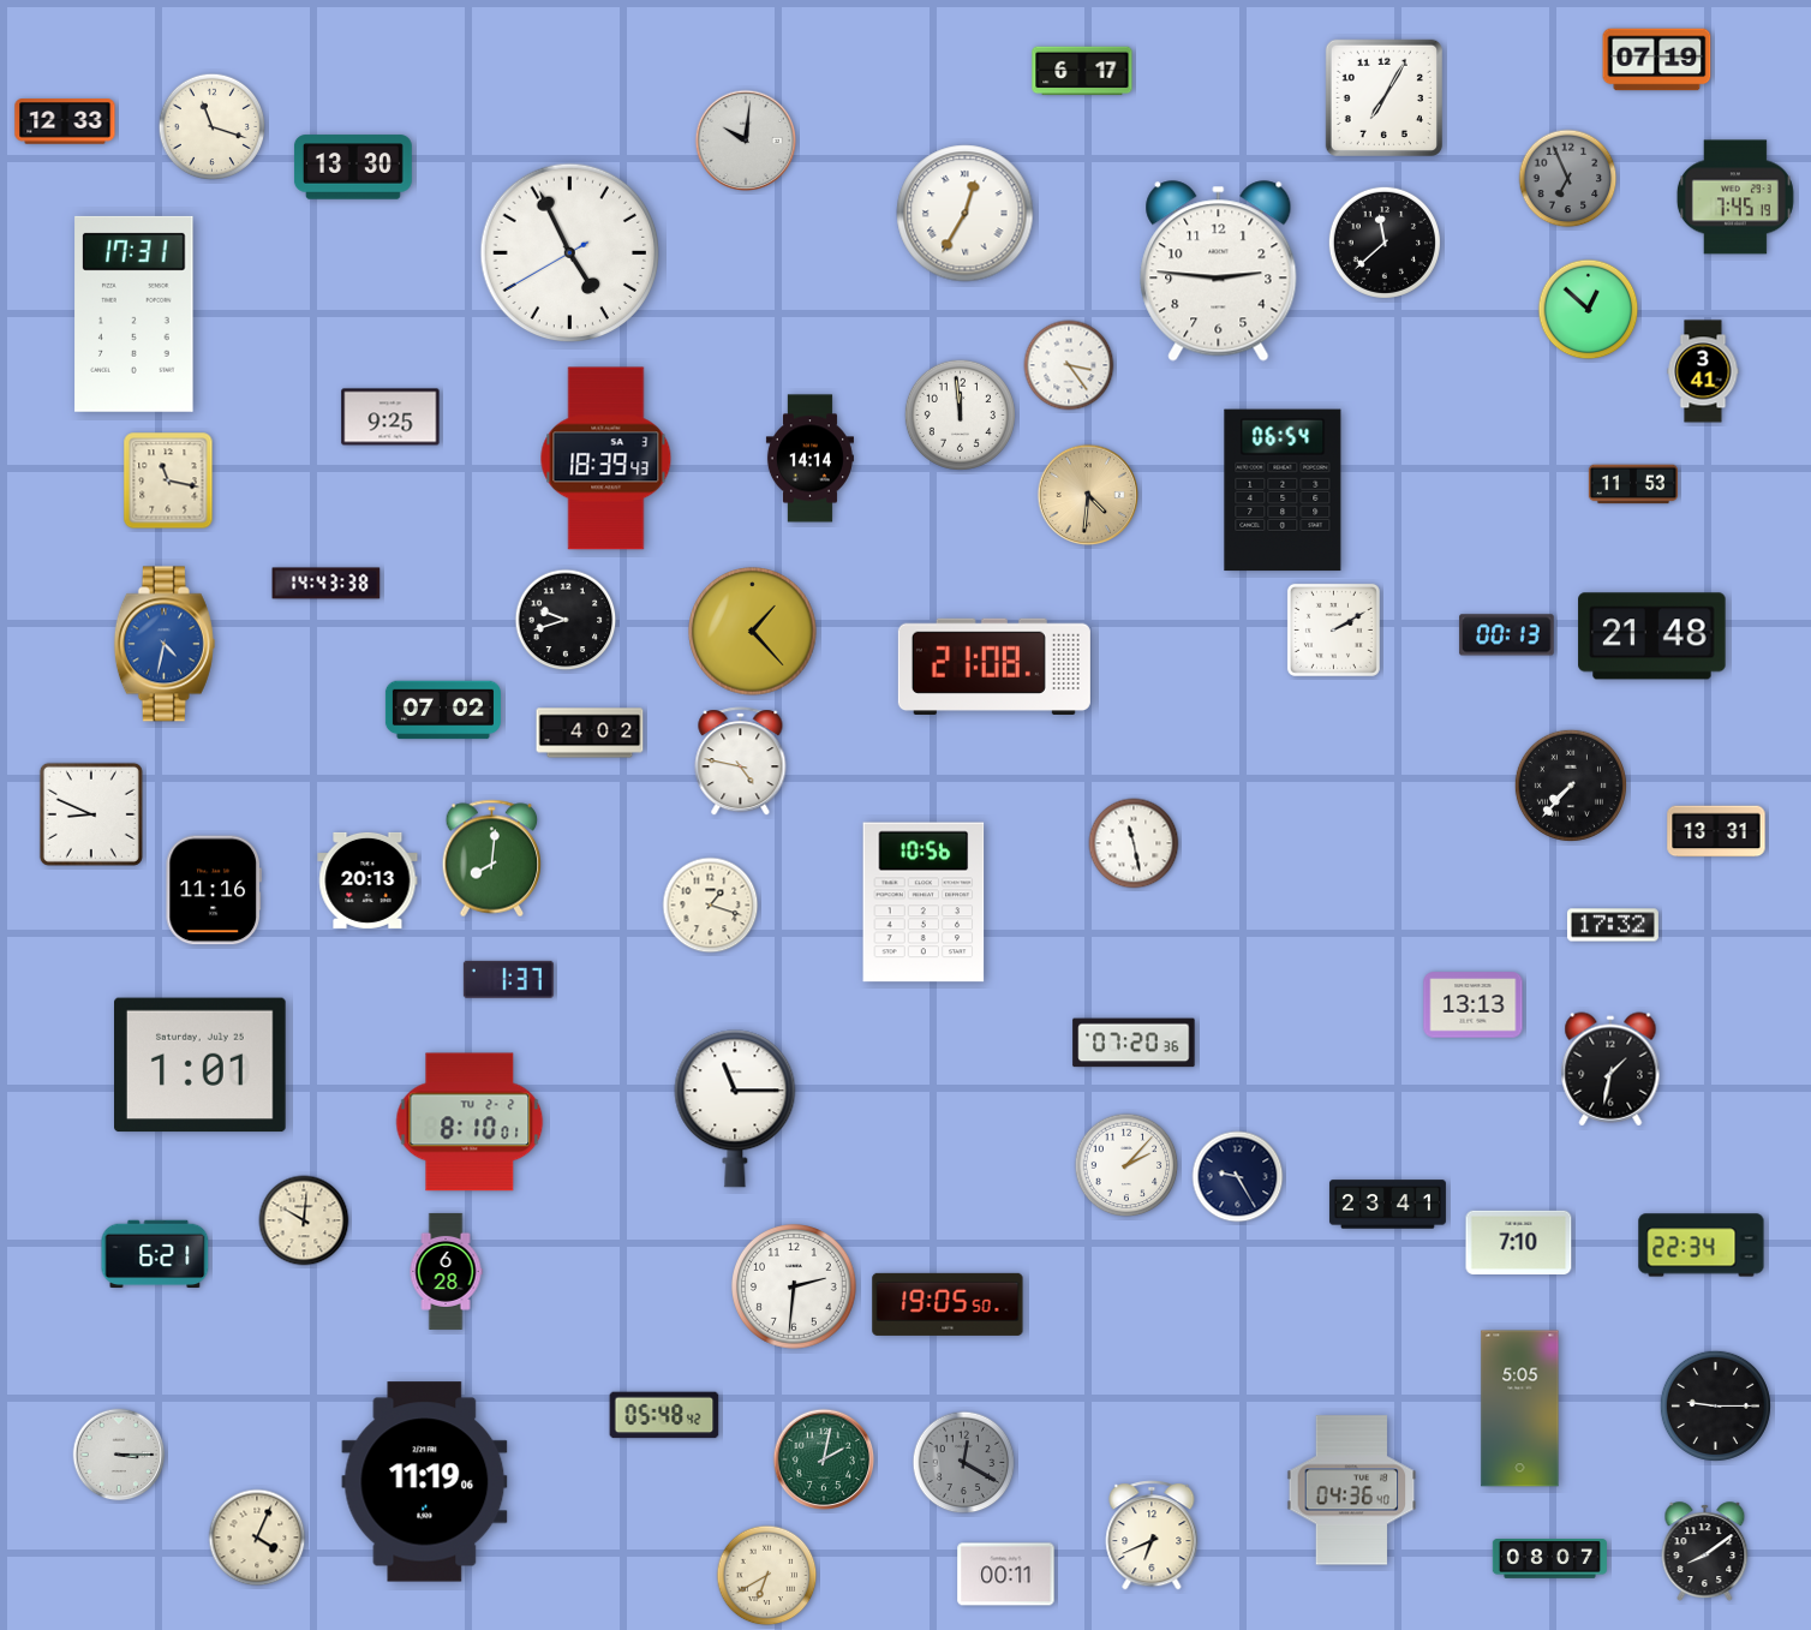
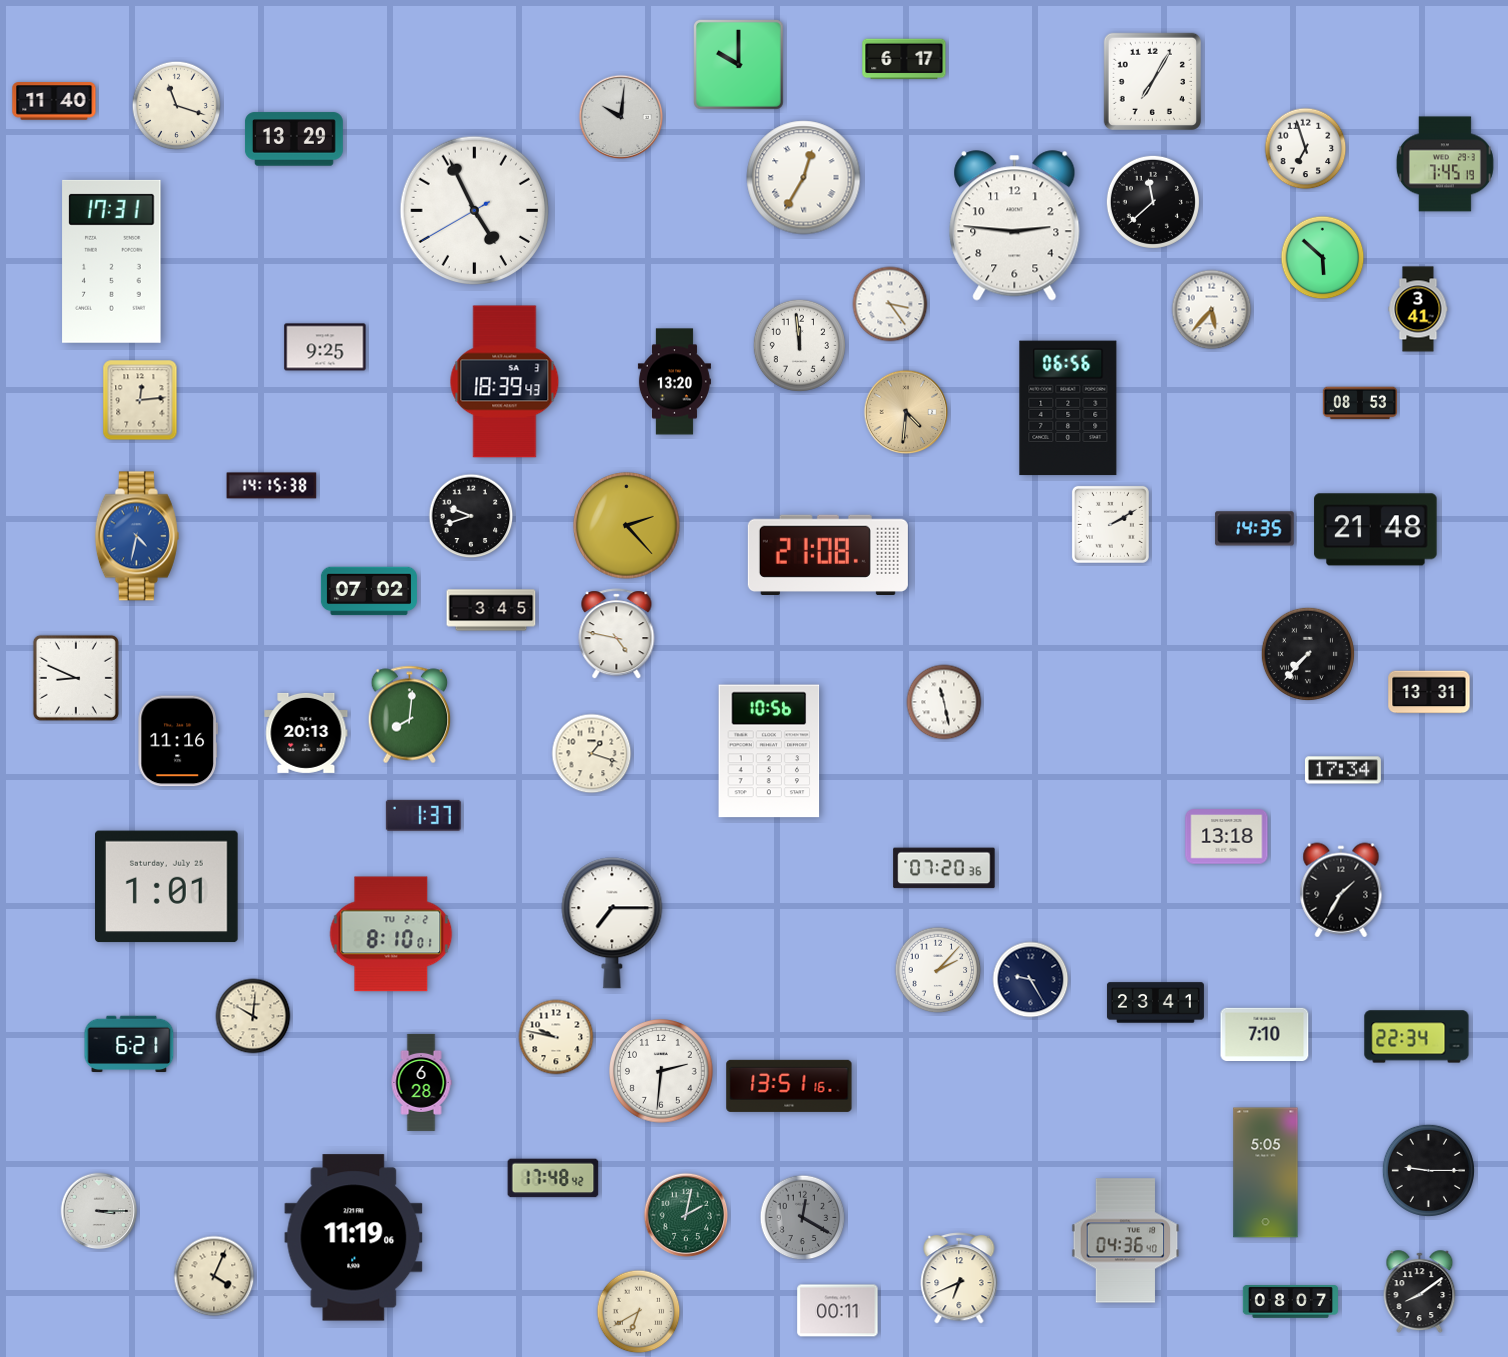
clock at (1657, 60): 07:19 -> none
clock at (1082, 71) position: (1082, 71) -> (904, 59)
clock at (739, 65): none -> 10:00
clock at (65, 121): 12:33 -> 11:40
clock at (353, 167): 13:30 -> 13:29
clock at (1568, 179): 6:56 -> 6:57
clock at (1568, 179) dial: grey -> white
clock at (1589, 310): 12:52 -> 5:52
clock at (1212, 310): none -> 5:37
clock at (809, 459): 14:14 -> 13:20
clock at (168, 480): 11:17 -> 12:14
clock at (1633, 484): 11:53 -> 08:53
clock at (1283, 490): 06:54 -> 06:56
clock at (327, 584): 14:43 -> 14:15
clock at (753, 632): 1:23 -> 2:23
clock at (1507, 635): 00:13 -> 14:35
clock at (590, 733): 4:02 -> 3:45
clock at (1613, 925): 17:32 -> 17:34
clock at (1474, 1005): 13:13 -> 13:18
clock at (1610, 1069): 1:32 -> 1:35
clock at (735, 1109): 11:15 -> 7:15
clock at (556, 1037): none -> 9:47
clock at (446, 1271) position: (446, 1271) -> (421, 1082)
clock at (948, 1304): 19:05 -> 13:51
clock at (664, 1415): 05:48 -> 17:48
clock at (425, 1482) position: (425, 1482) -> (354, 1238)
clock at (257, 1538) position: (257, 1538) -> (214, 1276)
clock at (1549, 1559) position: (1549, 1559) -> (1290, 1302)
